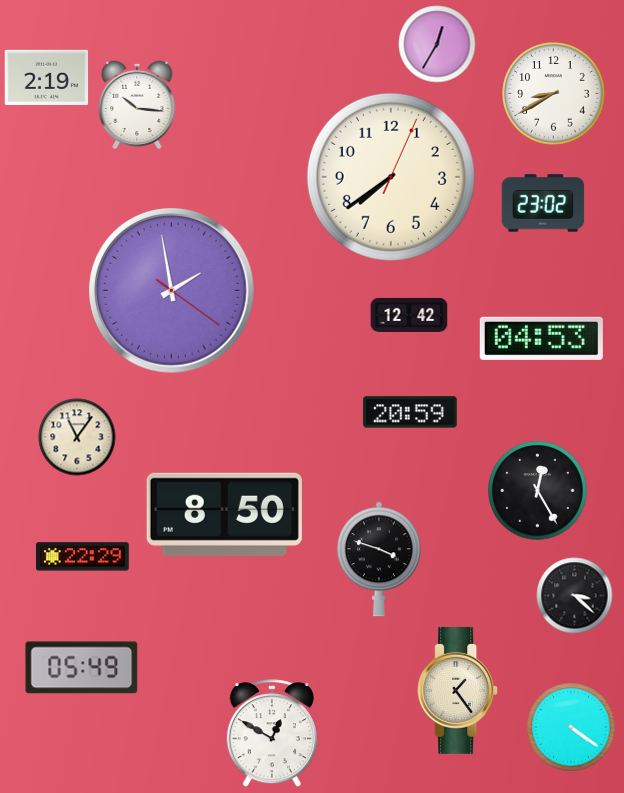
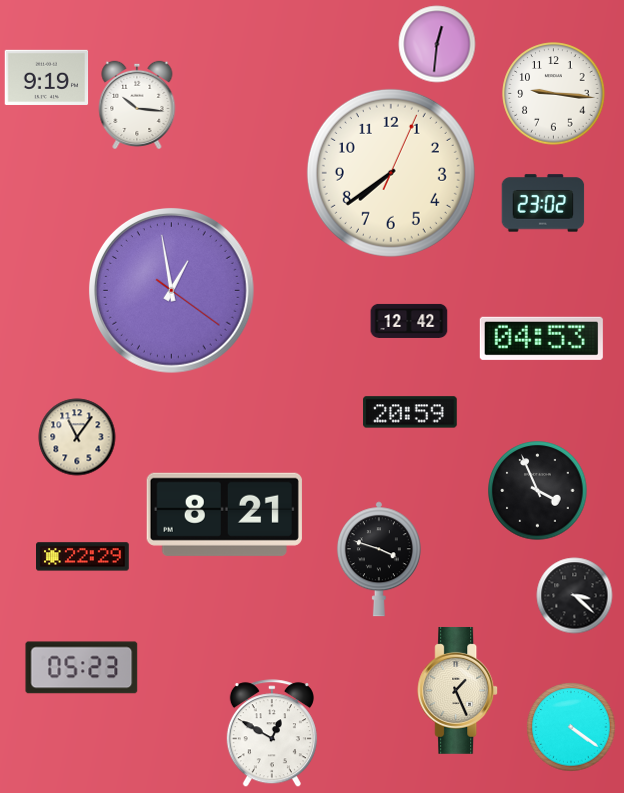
clock at (437, 44): 12:35 -> 12:31
clock at (47, 77): 2:19 -> 9:19
clock at (554, 94): 8:40 -> 9:16
clock at (391, 177) position: (391, 177) -> (391, 173)
clock at (172, 291): 1:58 -> 12:58
clock at (409, 315) position: (409, 315) -> (409, 321)
clock at (538, 491): 12:25 -> 3:56
clock at (224, 514): 8:50 -> 8:21
clock at (82, 668): 05:49 -> 05:23
clock at (458, 690): 1:24 -> 1:26
